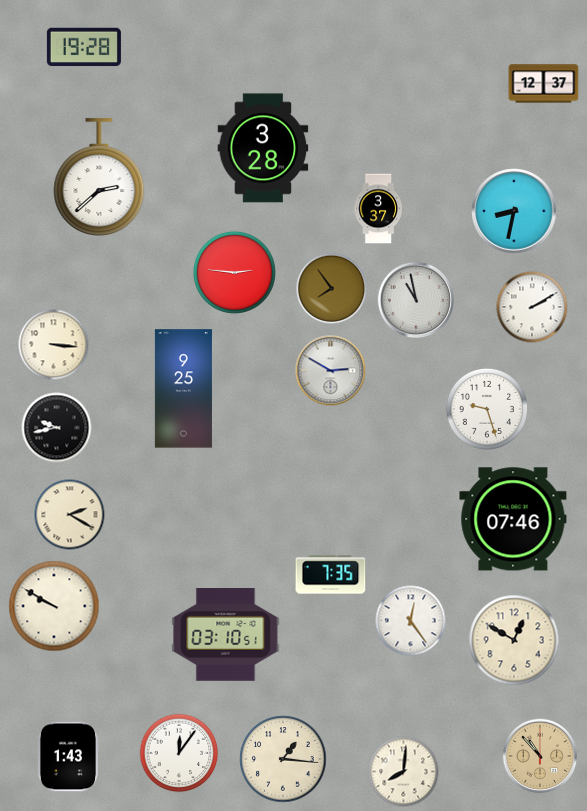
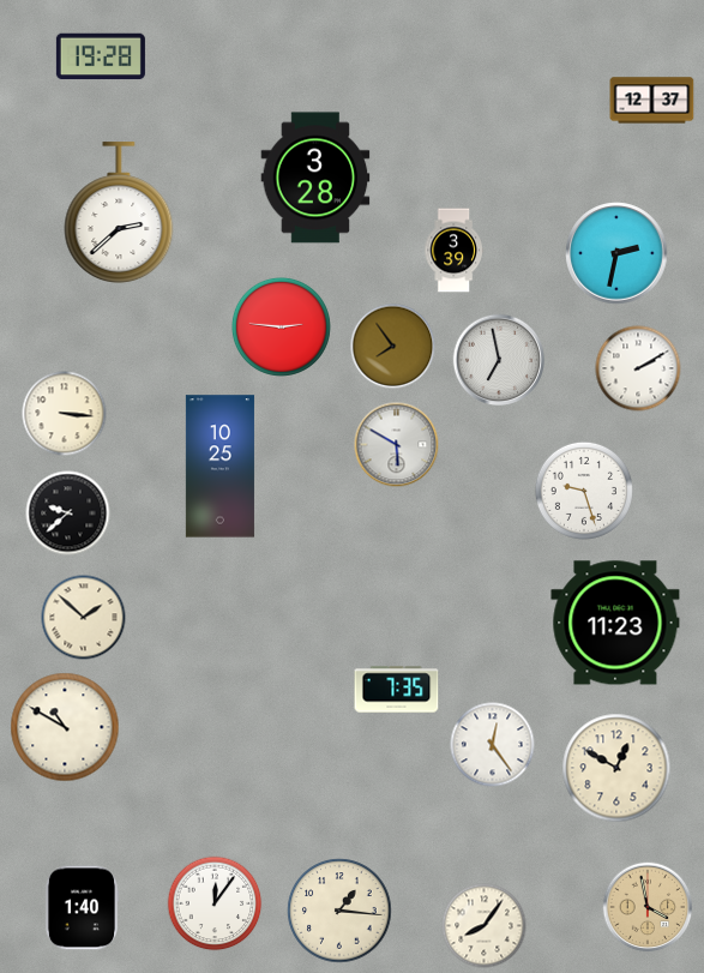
clock at (378, 209): 3:37 -> 3:39
clock at (514, 211): 8:32 -> 2:32
clock at (332, 289) position: (332, 289) -> (393, 347)
clock at (416, 300): 10:58 -> 6:58
clock at (331, 371): 2:50 -> 5:50
clock at (183, 389): 9:25 -> 10:25
clock at (57, 428): 9:43 -> 9:38
clock at (70, 515): 2:20 -> 1:52
clock at (513, 519): 07:46 -> 11:23
clock at (54, 606): 9:50 -> 10:50
clock at (226, 635): 03:10 -> none
clock at (540, 756): 10:53 -> 3:58
clock at (68, 757): 1:43 -> 1:40
clock at (404, 772): 8:01 -> 8:06
